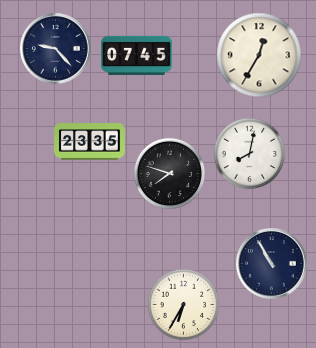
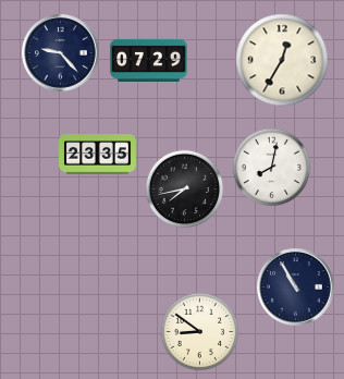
clock at (137, 55): 07:45 -> 07:29
clock at (170, 174): 7:48 -> 7:43
clock at (184, 305): 6:35 -> 8:51
